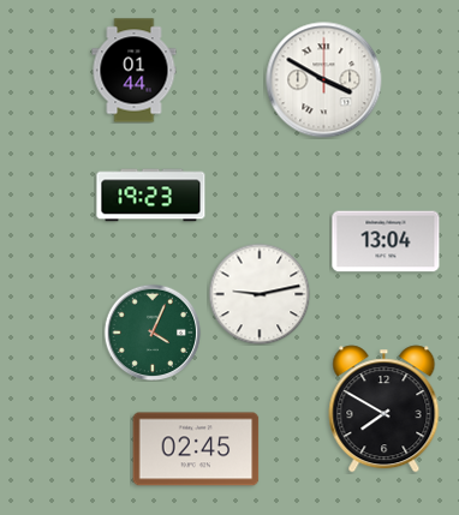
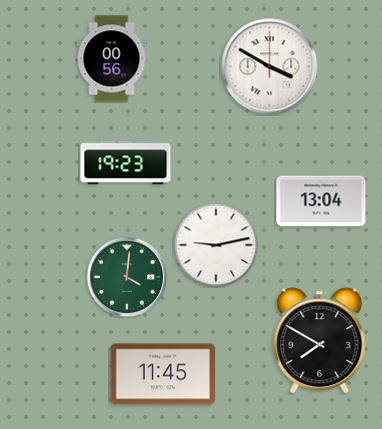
clock at (135, 71): 01:44 -> 00:56
clock at (153, 333): 4:04 -> 4:01
clock at (196, 449): 02:45 -> 11:45
